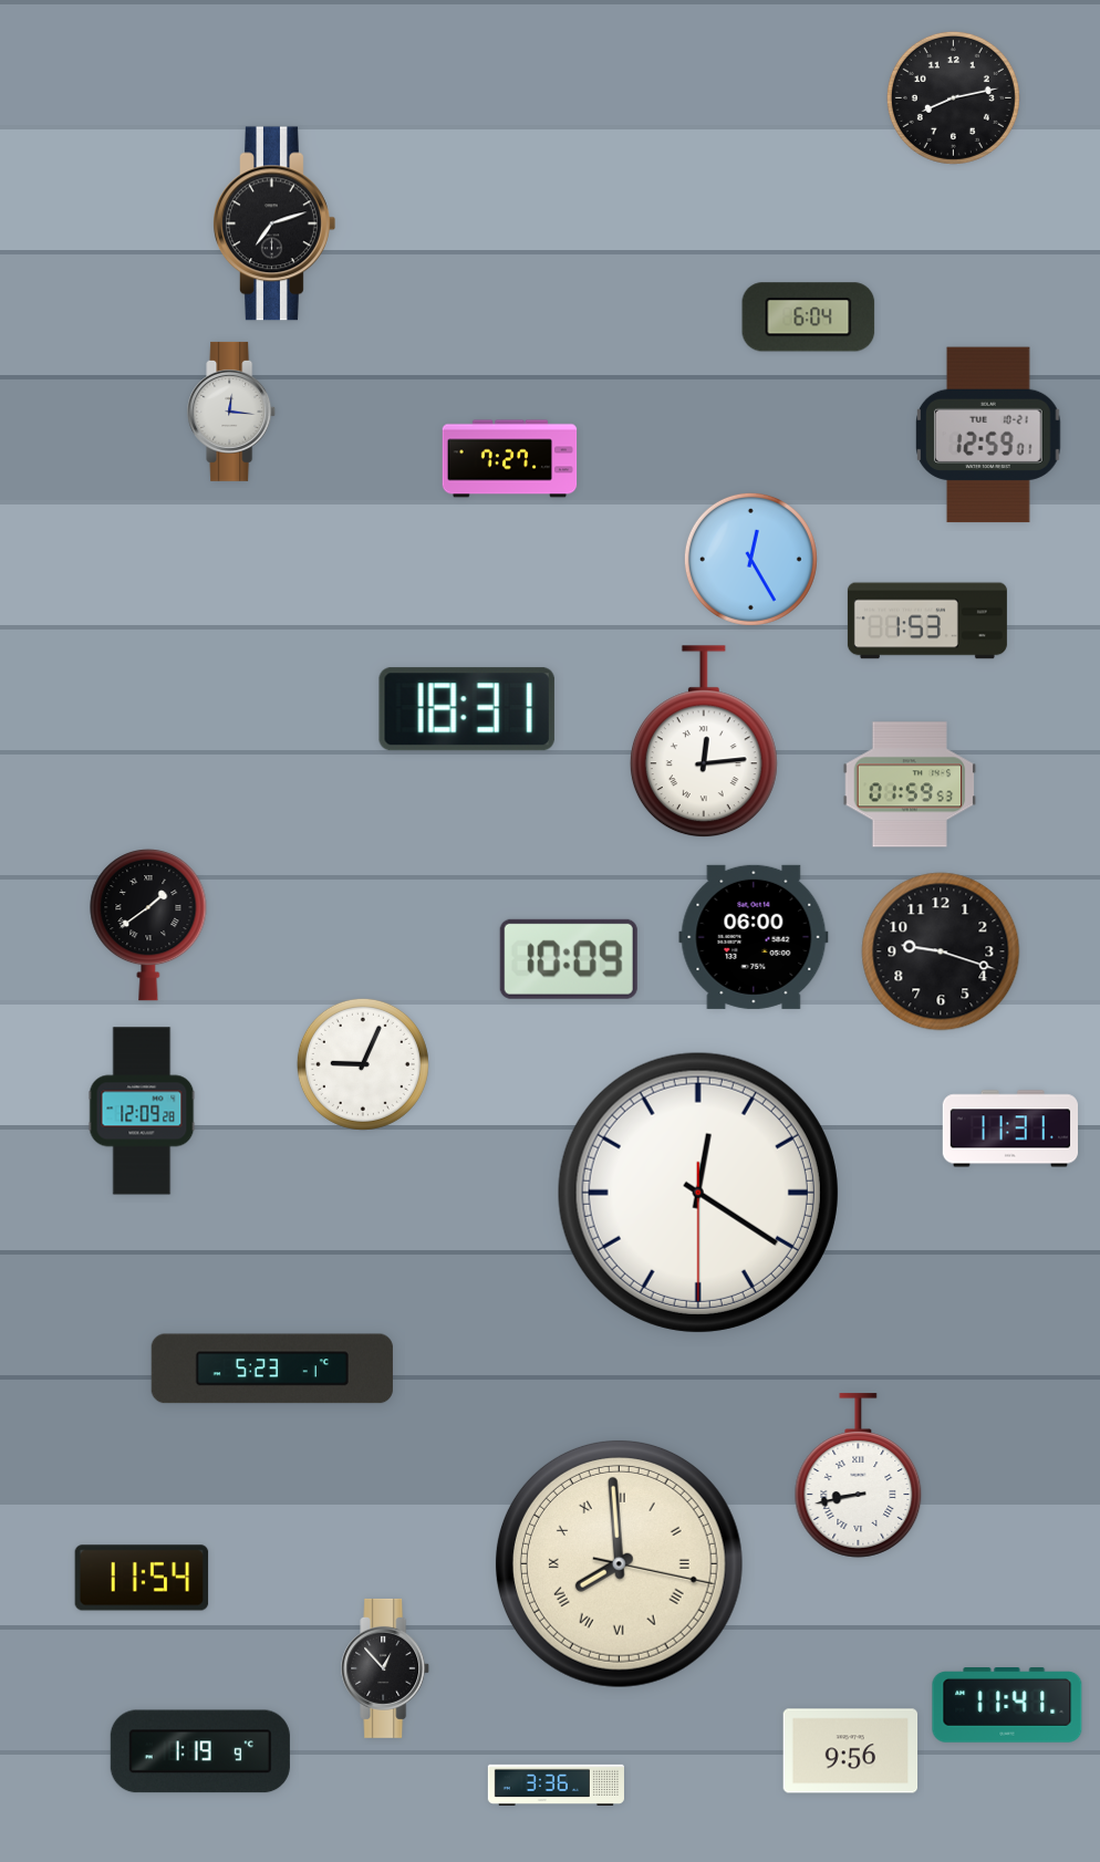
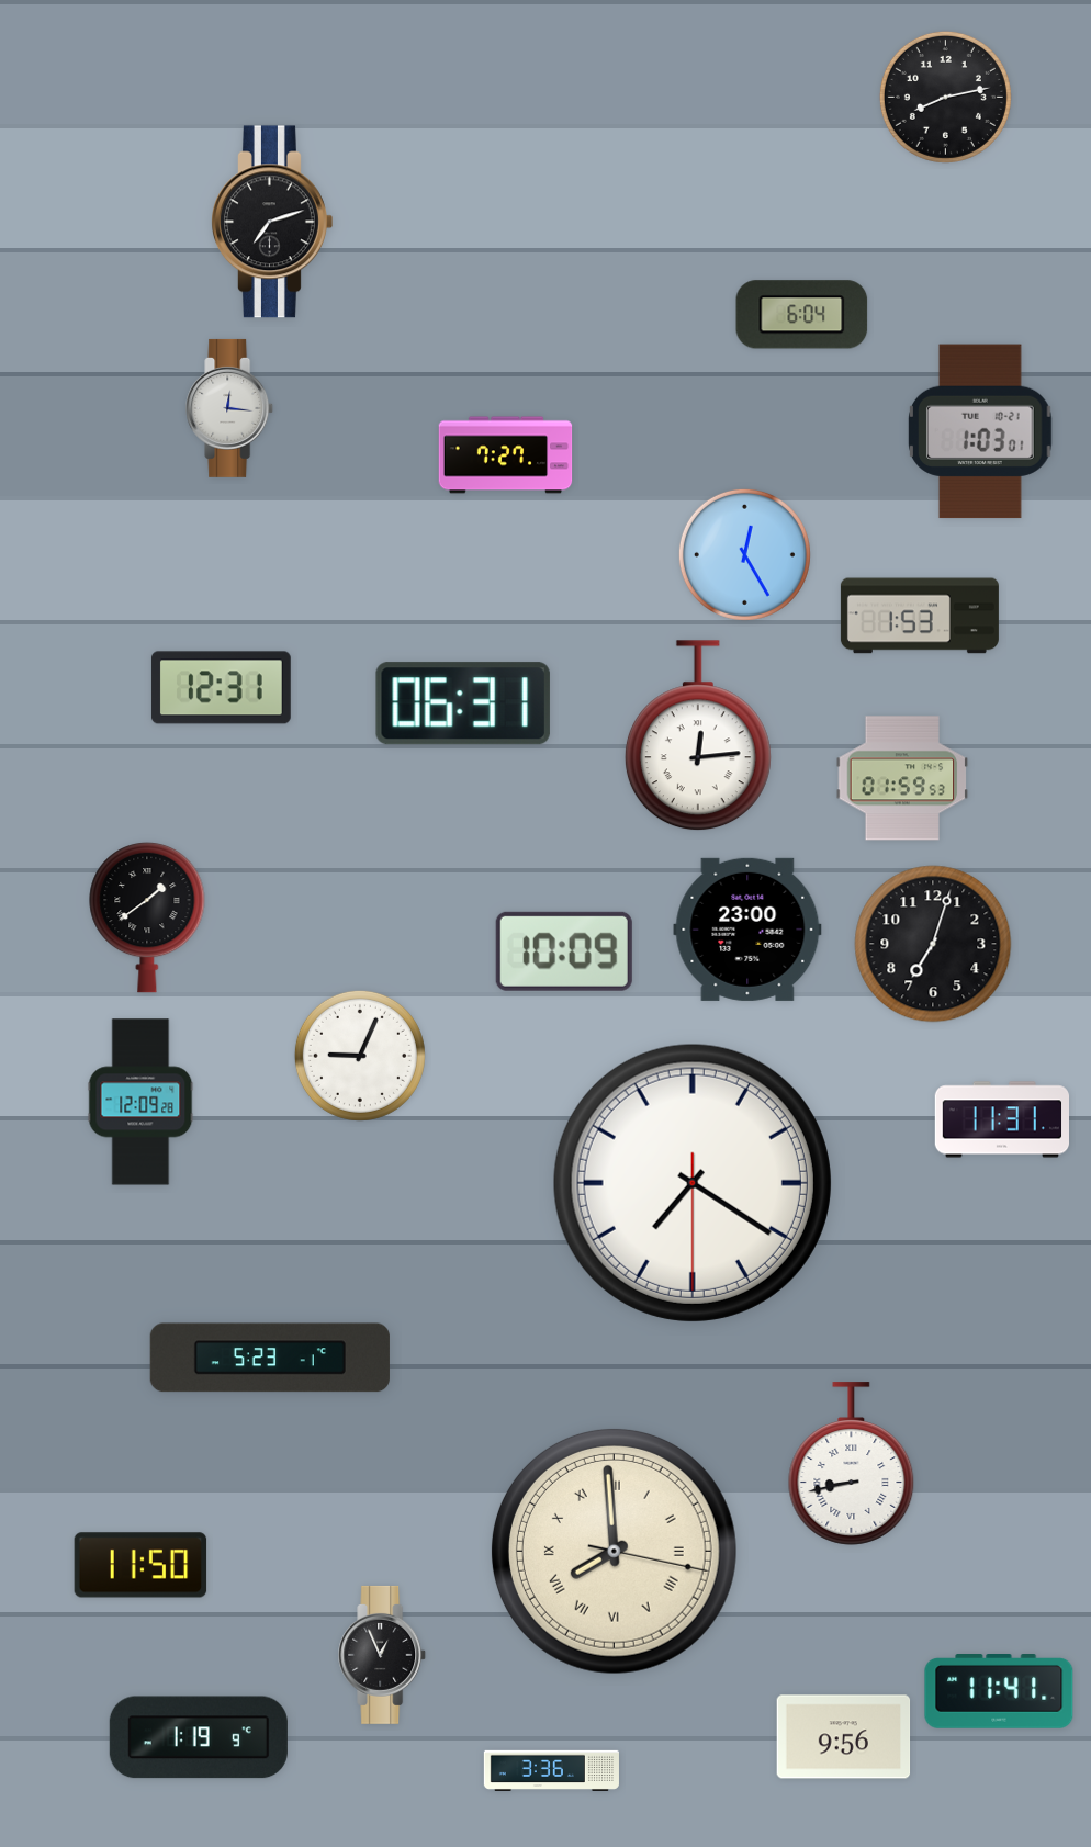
clock at (989, 435): 12:59 -> 1:03
clock at (221, 688): none -> 12:31
clock at (467, 709): 18:31 -> 06:31
clock at (754, 937): 06:00 -> 23:00
clock at (941, 951): 9:18 -> 7:03
clock at (698, 1193): 12:20 -> 7:20
clock at (142, 1578): 11:54 -> 11:50
clock at (386, 1668): 12:53 -> 12:56
